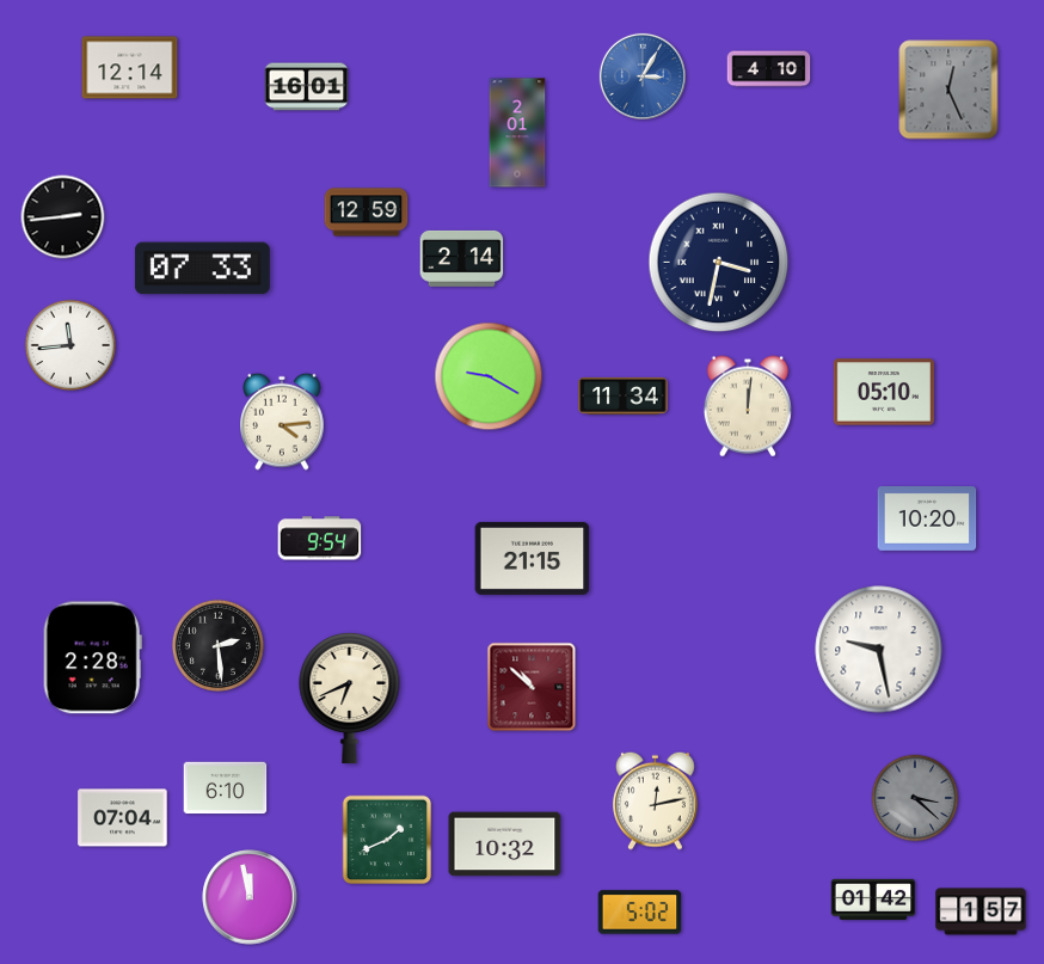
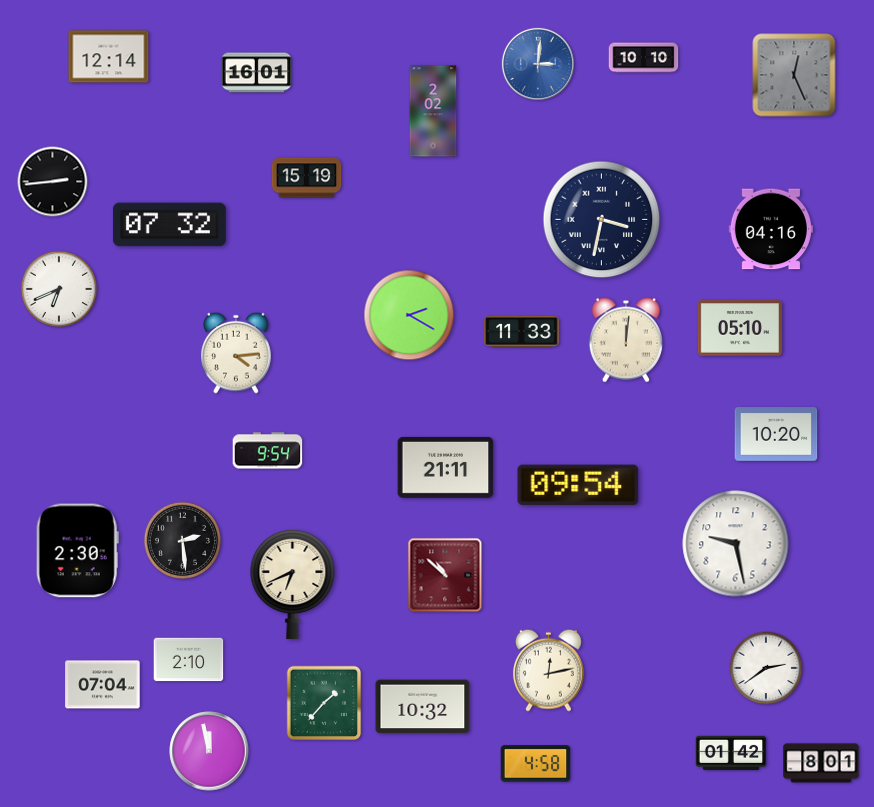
clock at (769, 69): 4:10 -> 10:10
clock at (643, 76): 3:05 -> 3:01
clock at (517, 133): 2:01 -> 2:02
clock at (367, 213): 12:59 -> 15:19
clock at (462, 258): 2:14 -> none
clock at (203, 269): 07:33 -> 07:32
clock at (771, 229): none -> 04:16
clock at (69, 344): 11:44 -> 6:41
clock at (489, 376): 9:20 -> 2:20
clock at (624, 395): 11:34 -> 11:33
clock at (533, 558): 21:15 -> 21:11
clock at (578, 485): none -> 09:54
clock at (92, 658): 2:28 -> 2:30
clock at (226, 788): 6:10 -> 2:10
clock at (915, 798): 3:22 -> 2:39
clock at (915, 798) dial: grey -> white
clock at (387, 840): 1:41 -> 1:37
clock at (981, 911): 1:57 -> 8:01
clock at (640, 913): 5:02 -> 4:58
